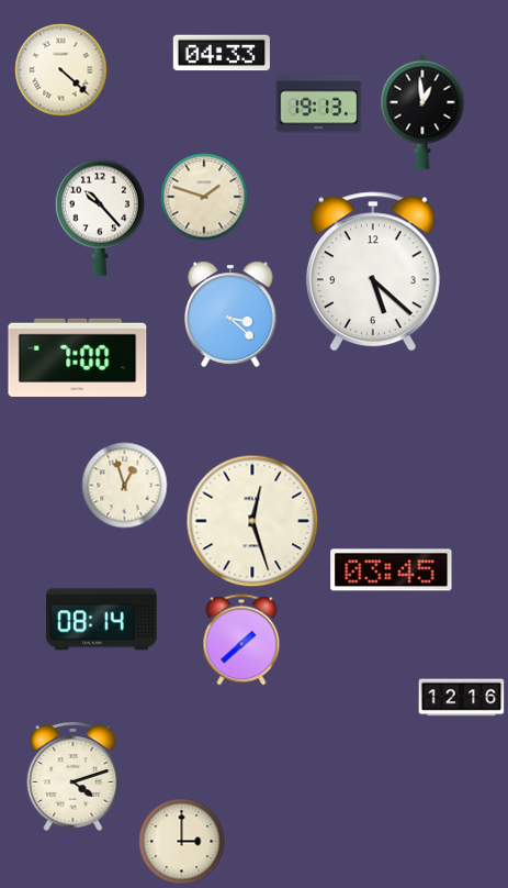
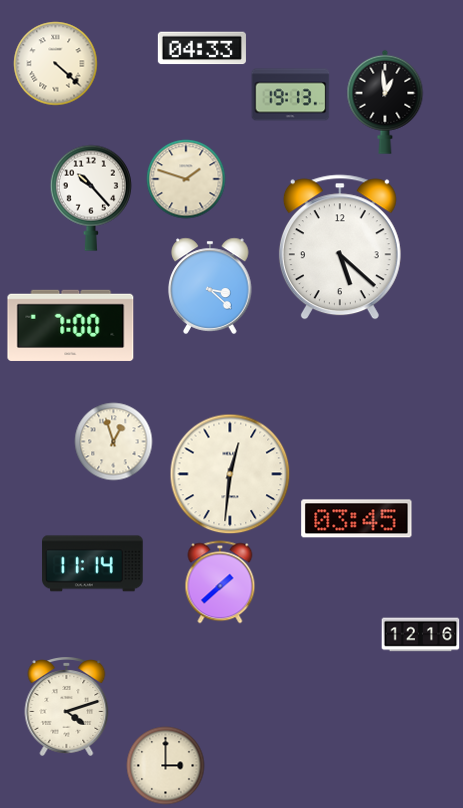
clock at (252, 521): 12:27 -> 12:31
clock at (102, 620): 08:14 -> 11:14
